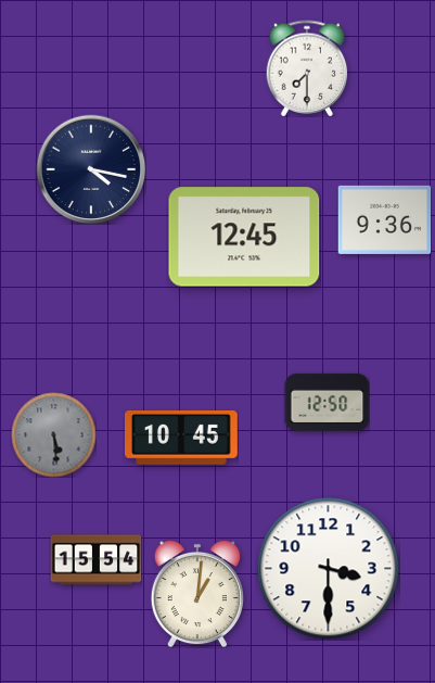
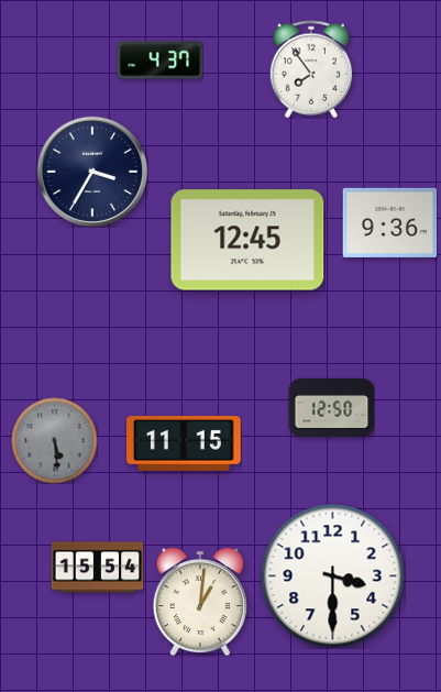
clock at (159, 61): none -> 4:37
clock at (307, 68): 7:30 -> 7:54
clock at (91, 169): 4:17 -> 3:35
clock at (182, 439): 10:45 -> 11:15
